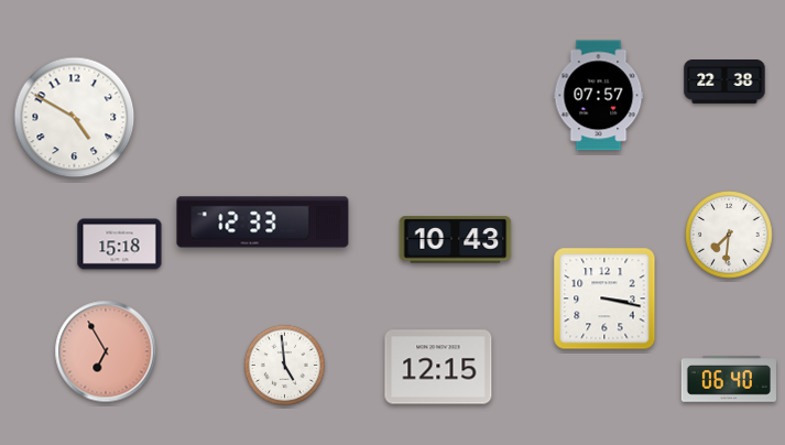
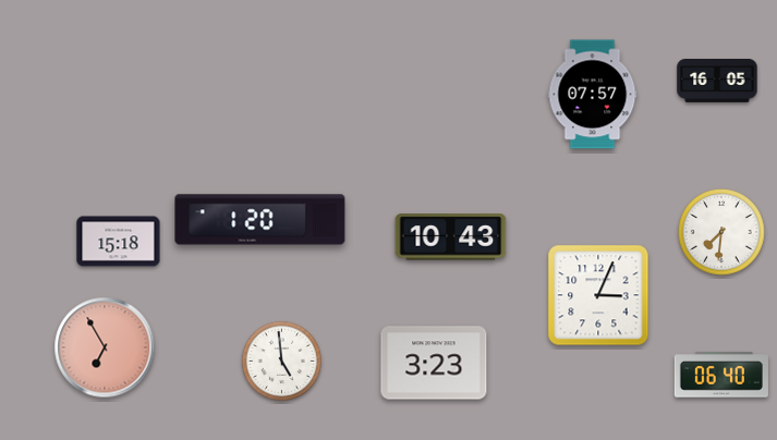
clock at (724, 83): 22:38 -> 16:05
clock at (75, 118): 4:50 -> none
clock at (263, 223): 12:33 -> 1:20
clock at (604, 299): 3:17 -> 3:04
clock at (438, 367): 12:15 -> 3:23
